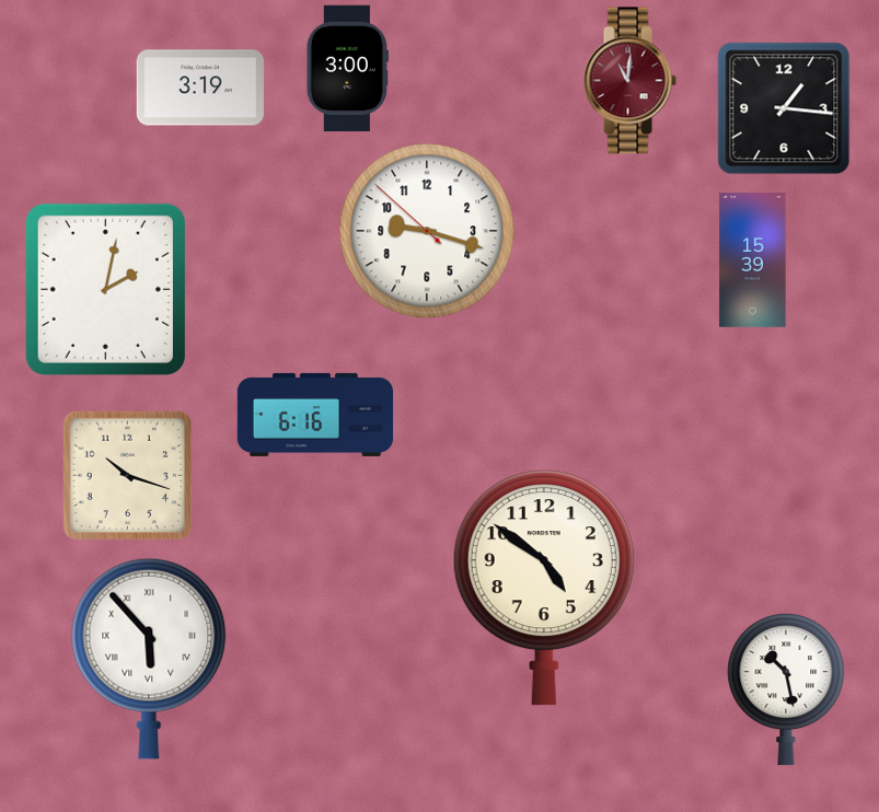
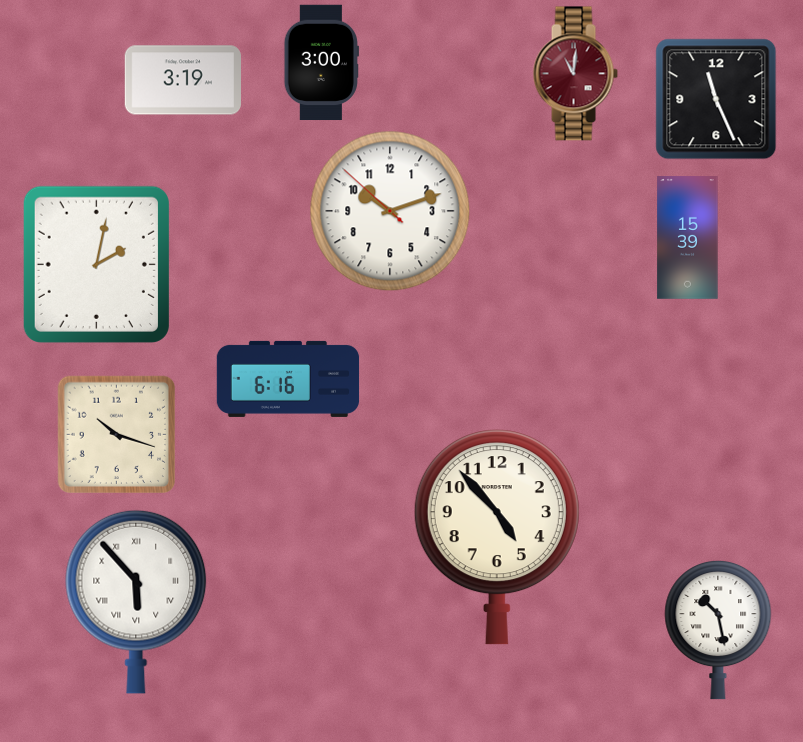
clock at (347, 69) position: (347, 69) -> (321, 63)
clock at (784, 108): 1:16 -> 11:26
clock at (427, 231): 9:17 -> 10:11
clock at (544, 588): 4:51 -> 4:53
